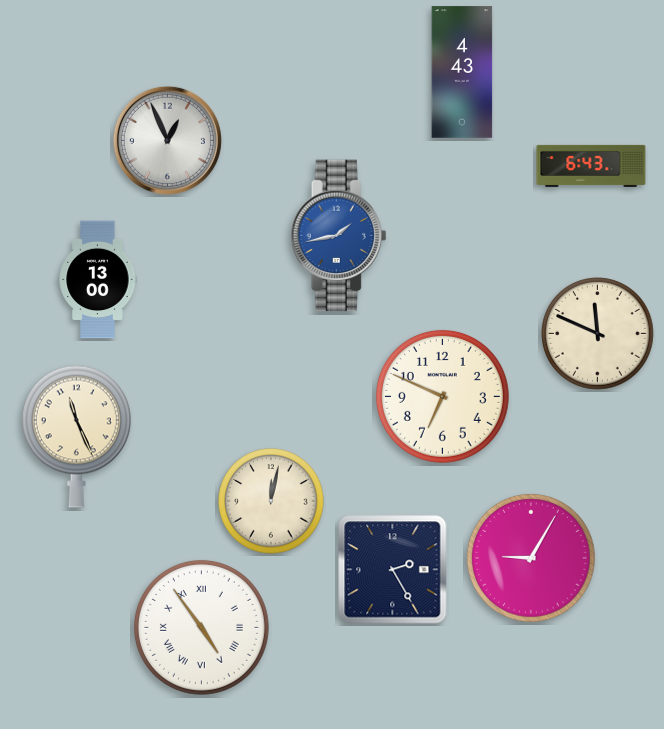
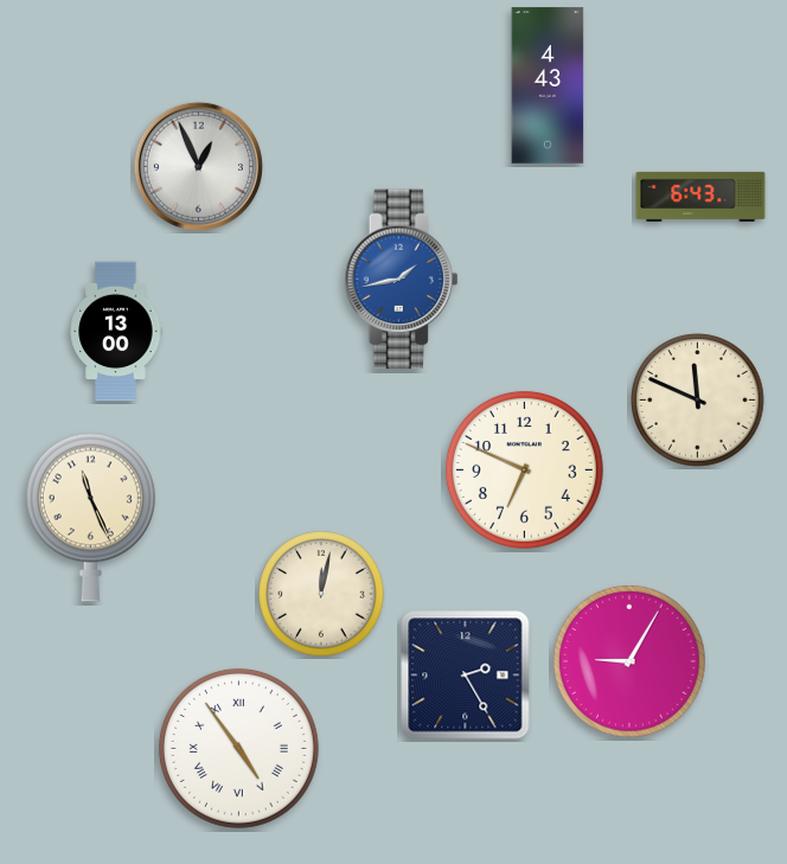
clock at (598, 334) position: (598, 334) -> (698, 401)
clock at (201, 627) position: (201, 627) -> (238, 748)
